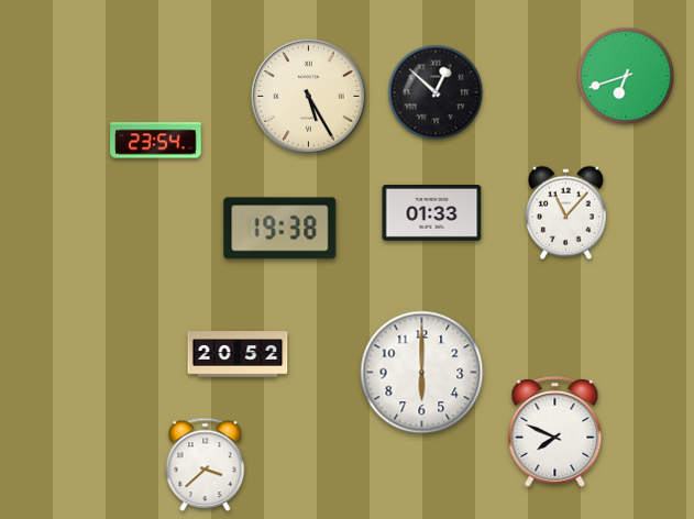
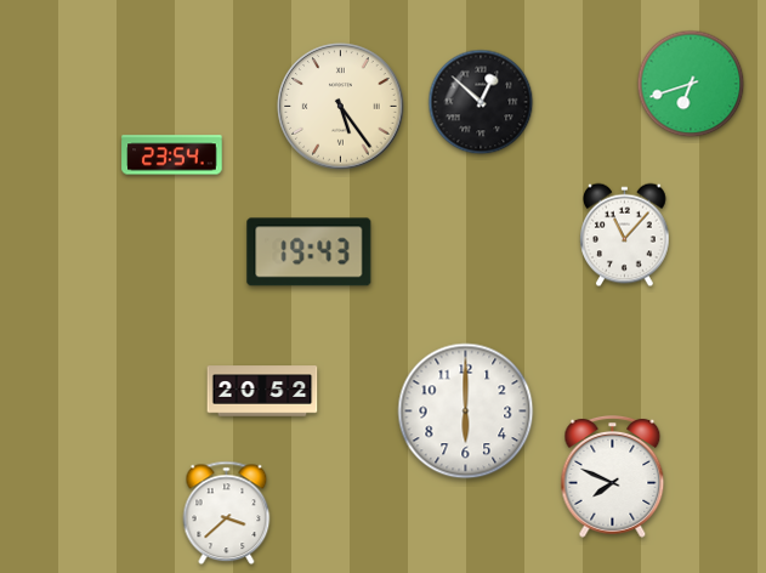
clock at (309, 97): 5:25 -> 5:24
clock at (432, 213): 01:33 -> none
clock at (280, 229): 19:38 -> 19:43
